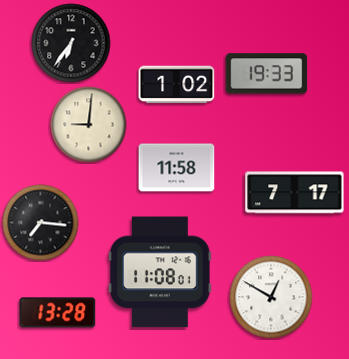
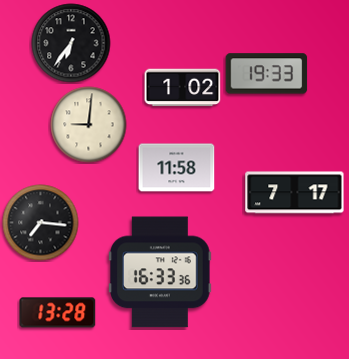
clock at (177, 85) position: (177, 85) -> (183, 88)
clock at (161, 272): 11:08 -> 16:33
clock at (271, 297): 12:50 -> none
